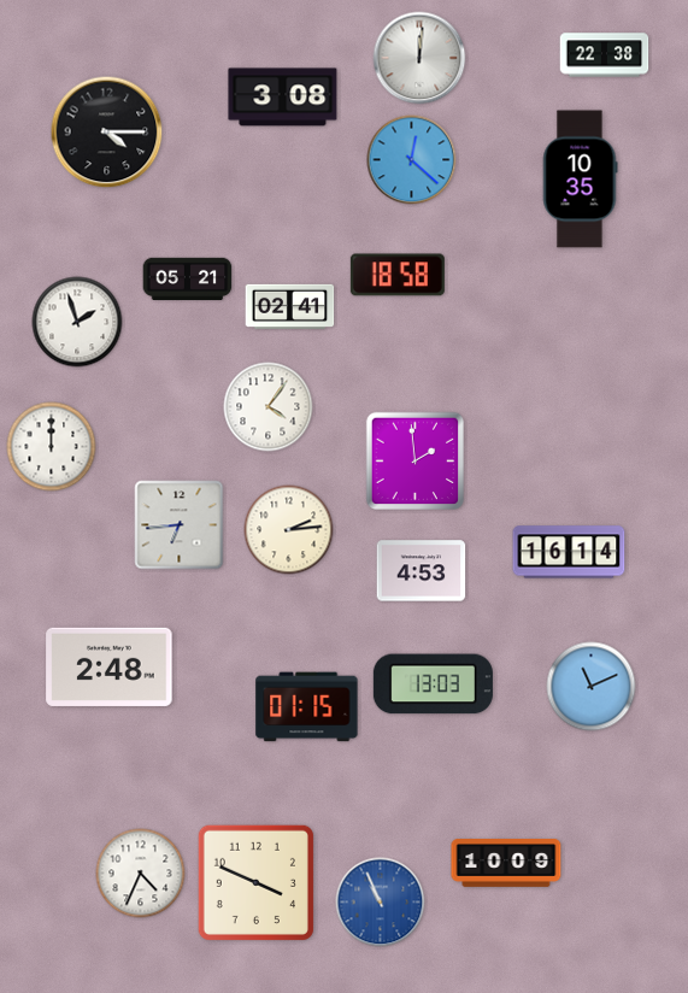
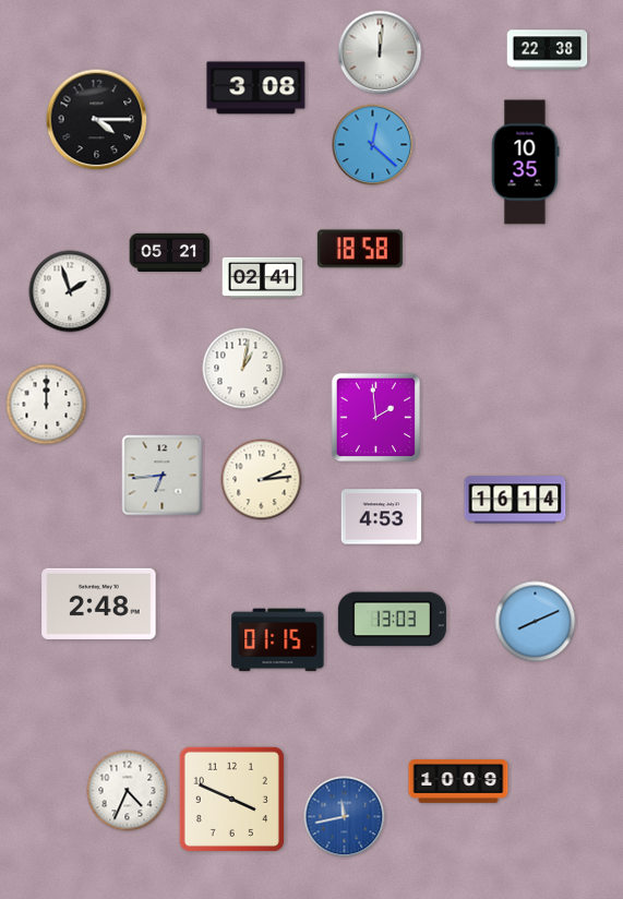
clock at (269, 407): 4:06 -> 1:02
clock at (592, 687): 11:11 -> 8:11
clock at (381, 903): 10:56 -> 11:43
